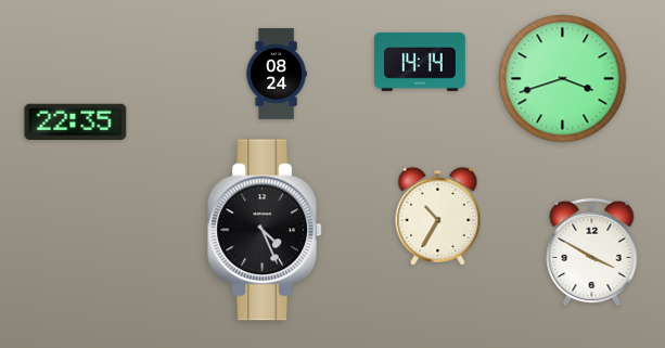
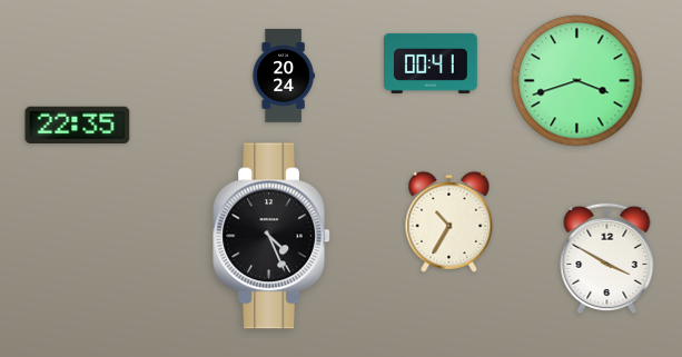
clock at (421, 62): 14:14 -> 00:41
clock at (277, 74): 08:24 -> 20:24
